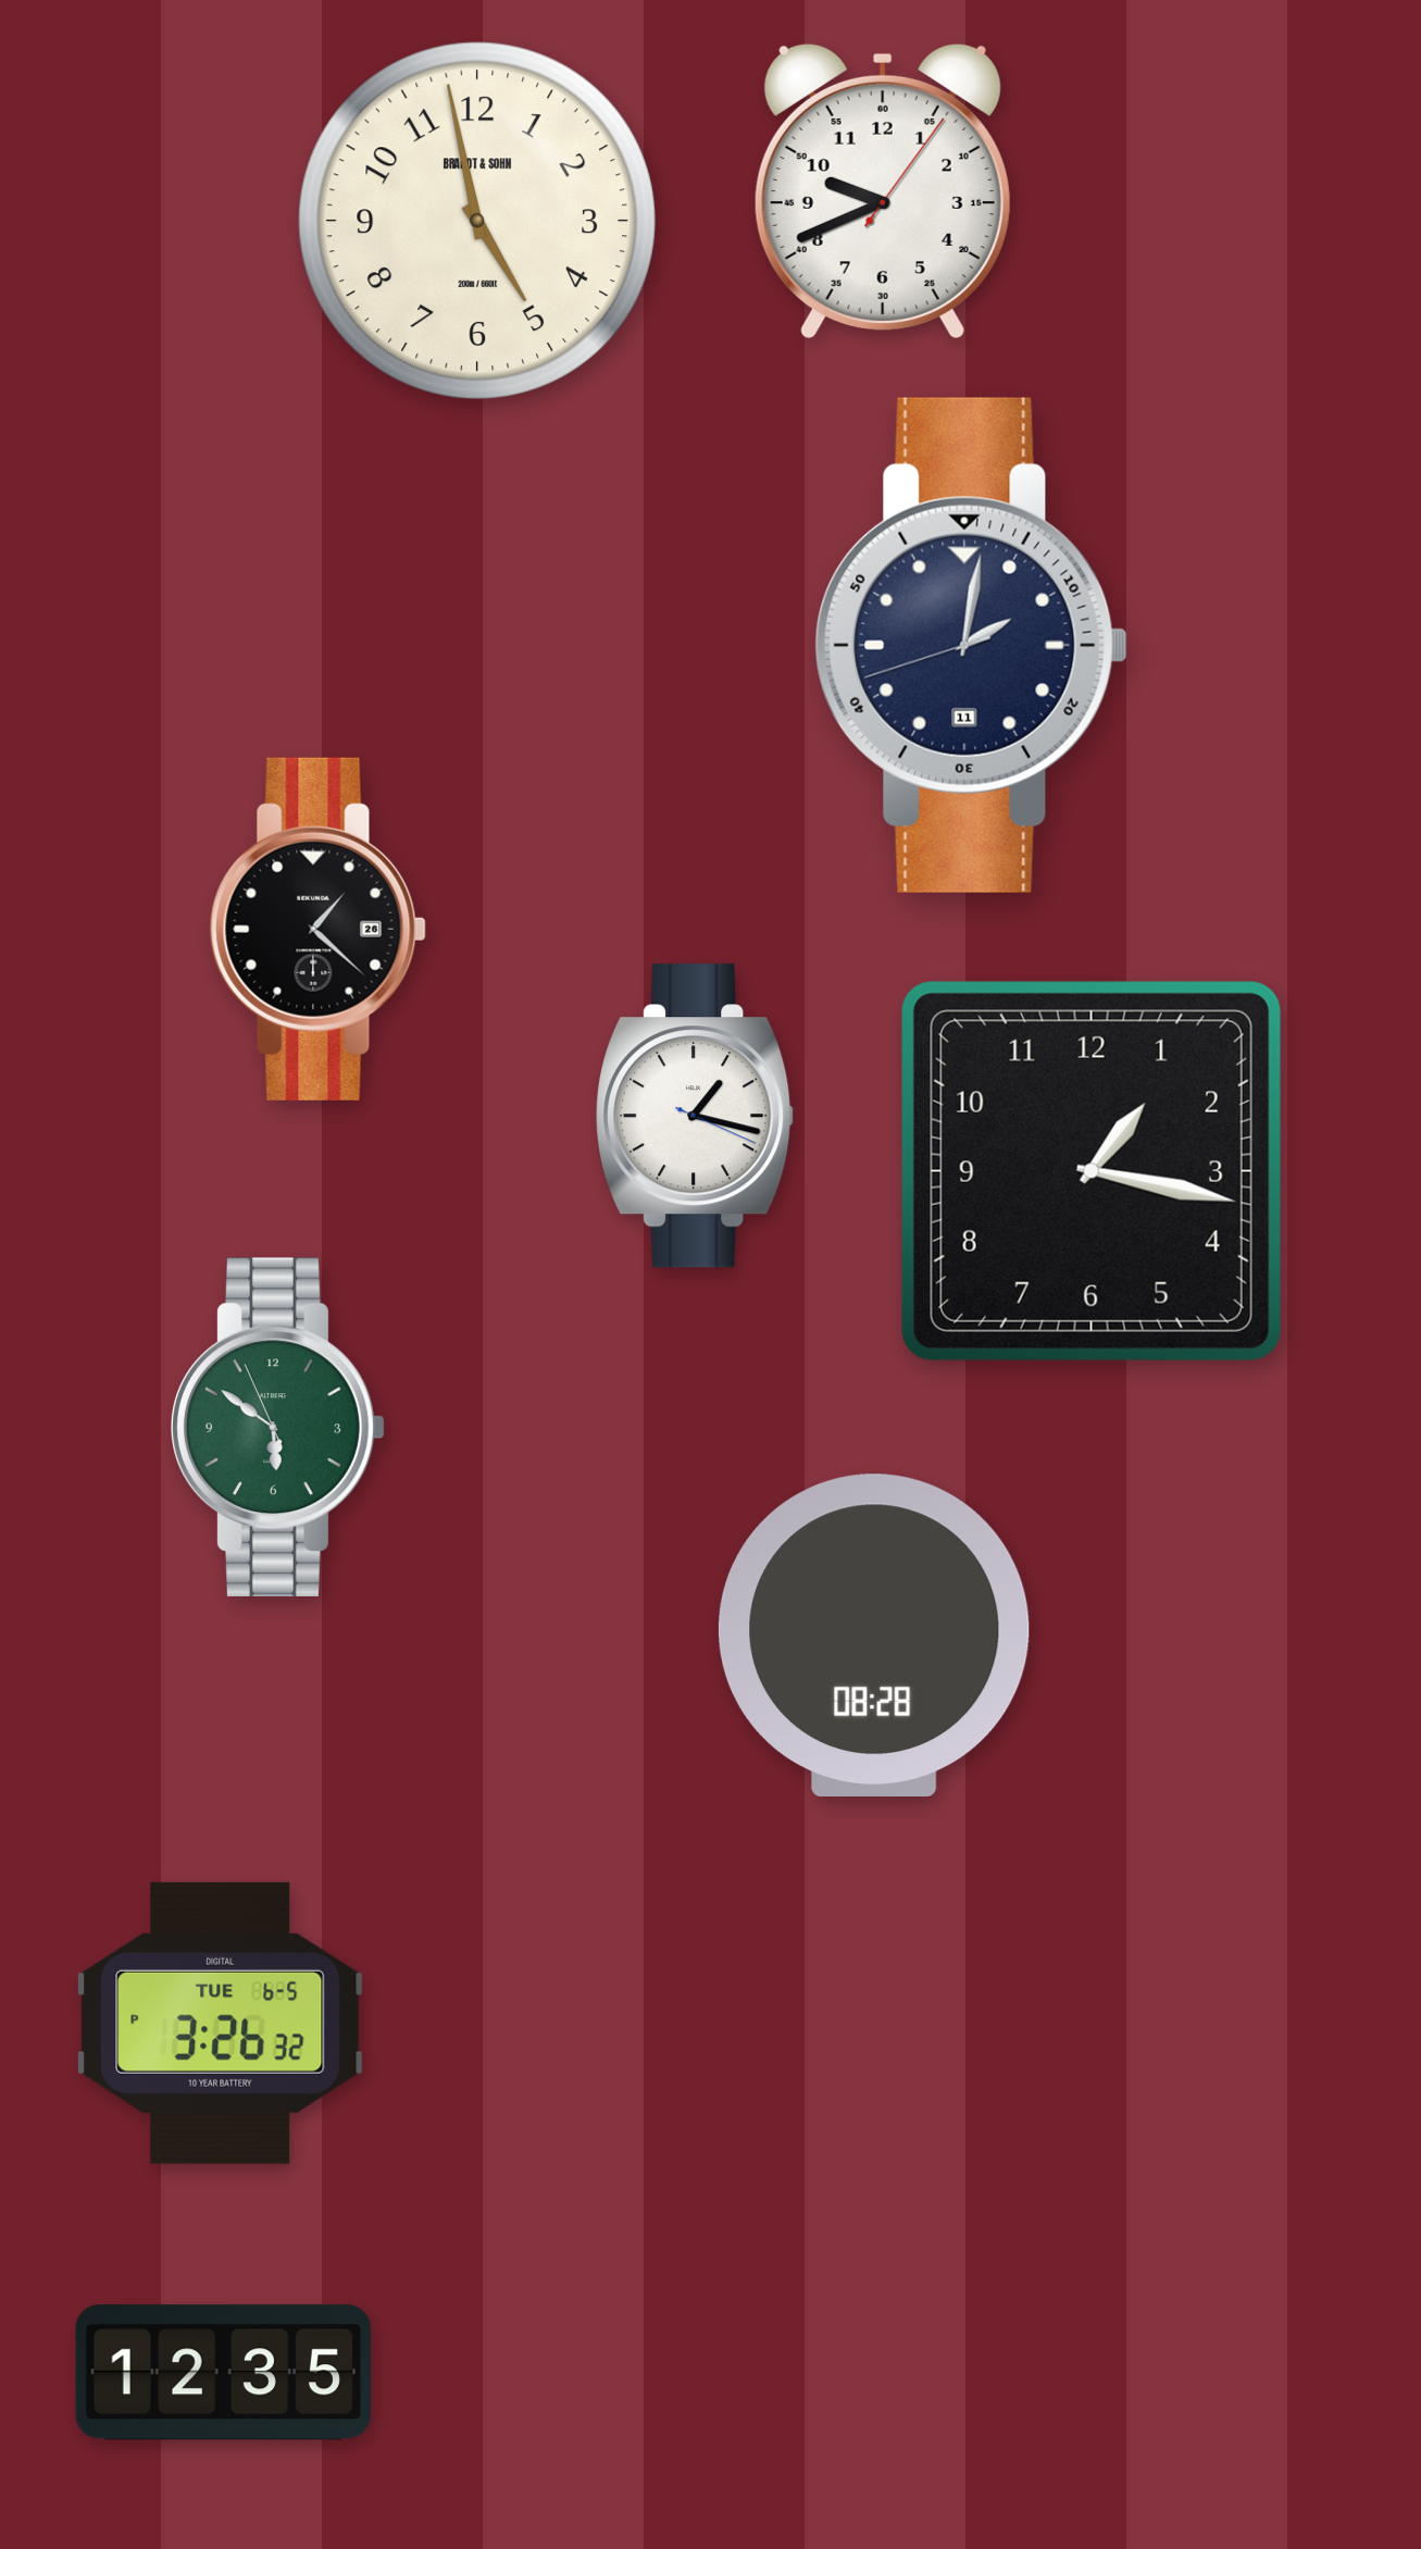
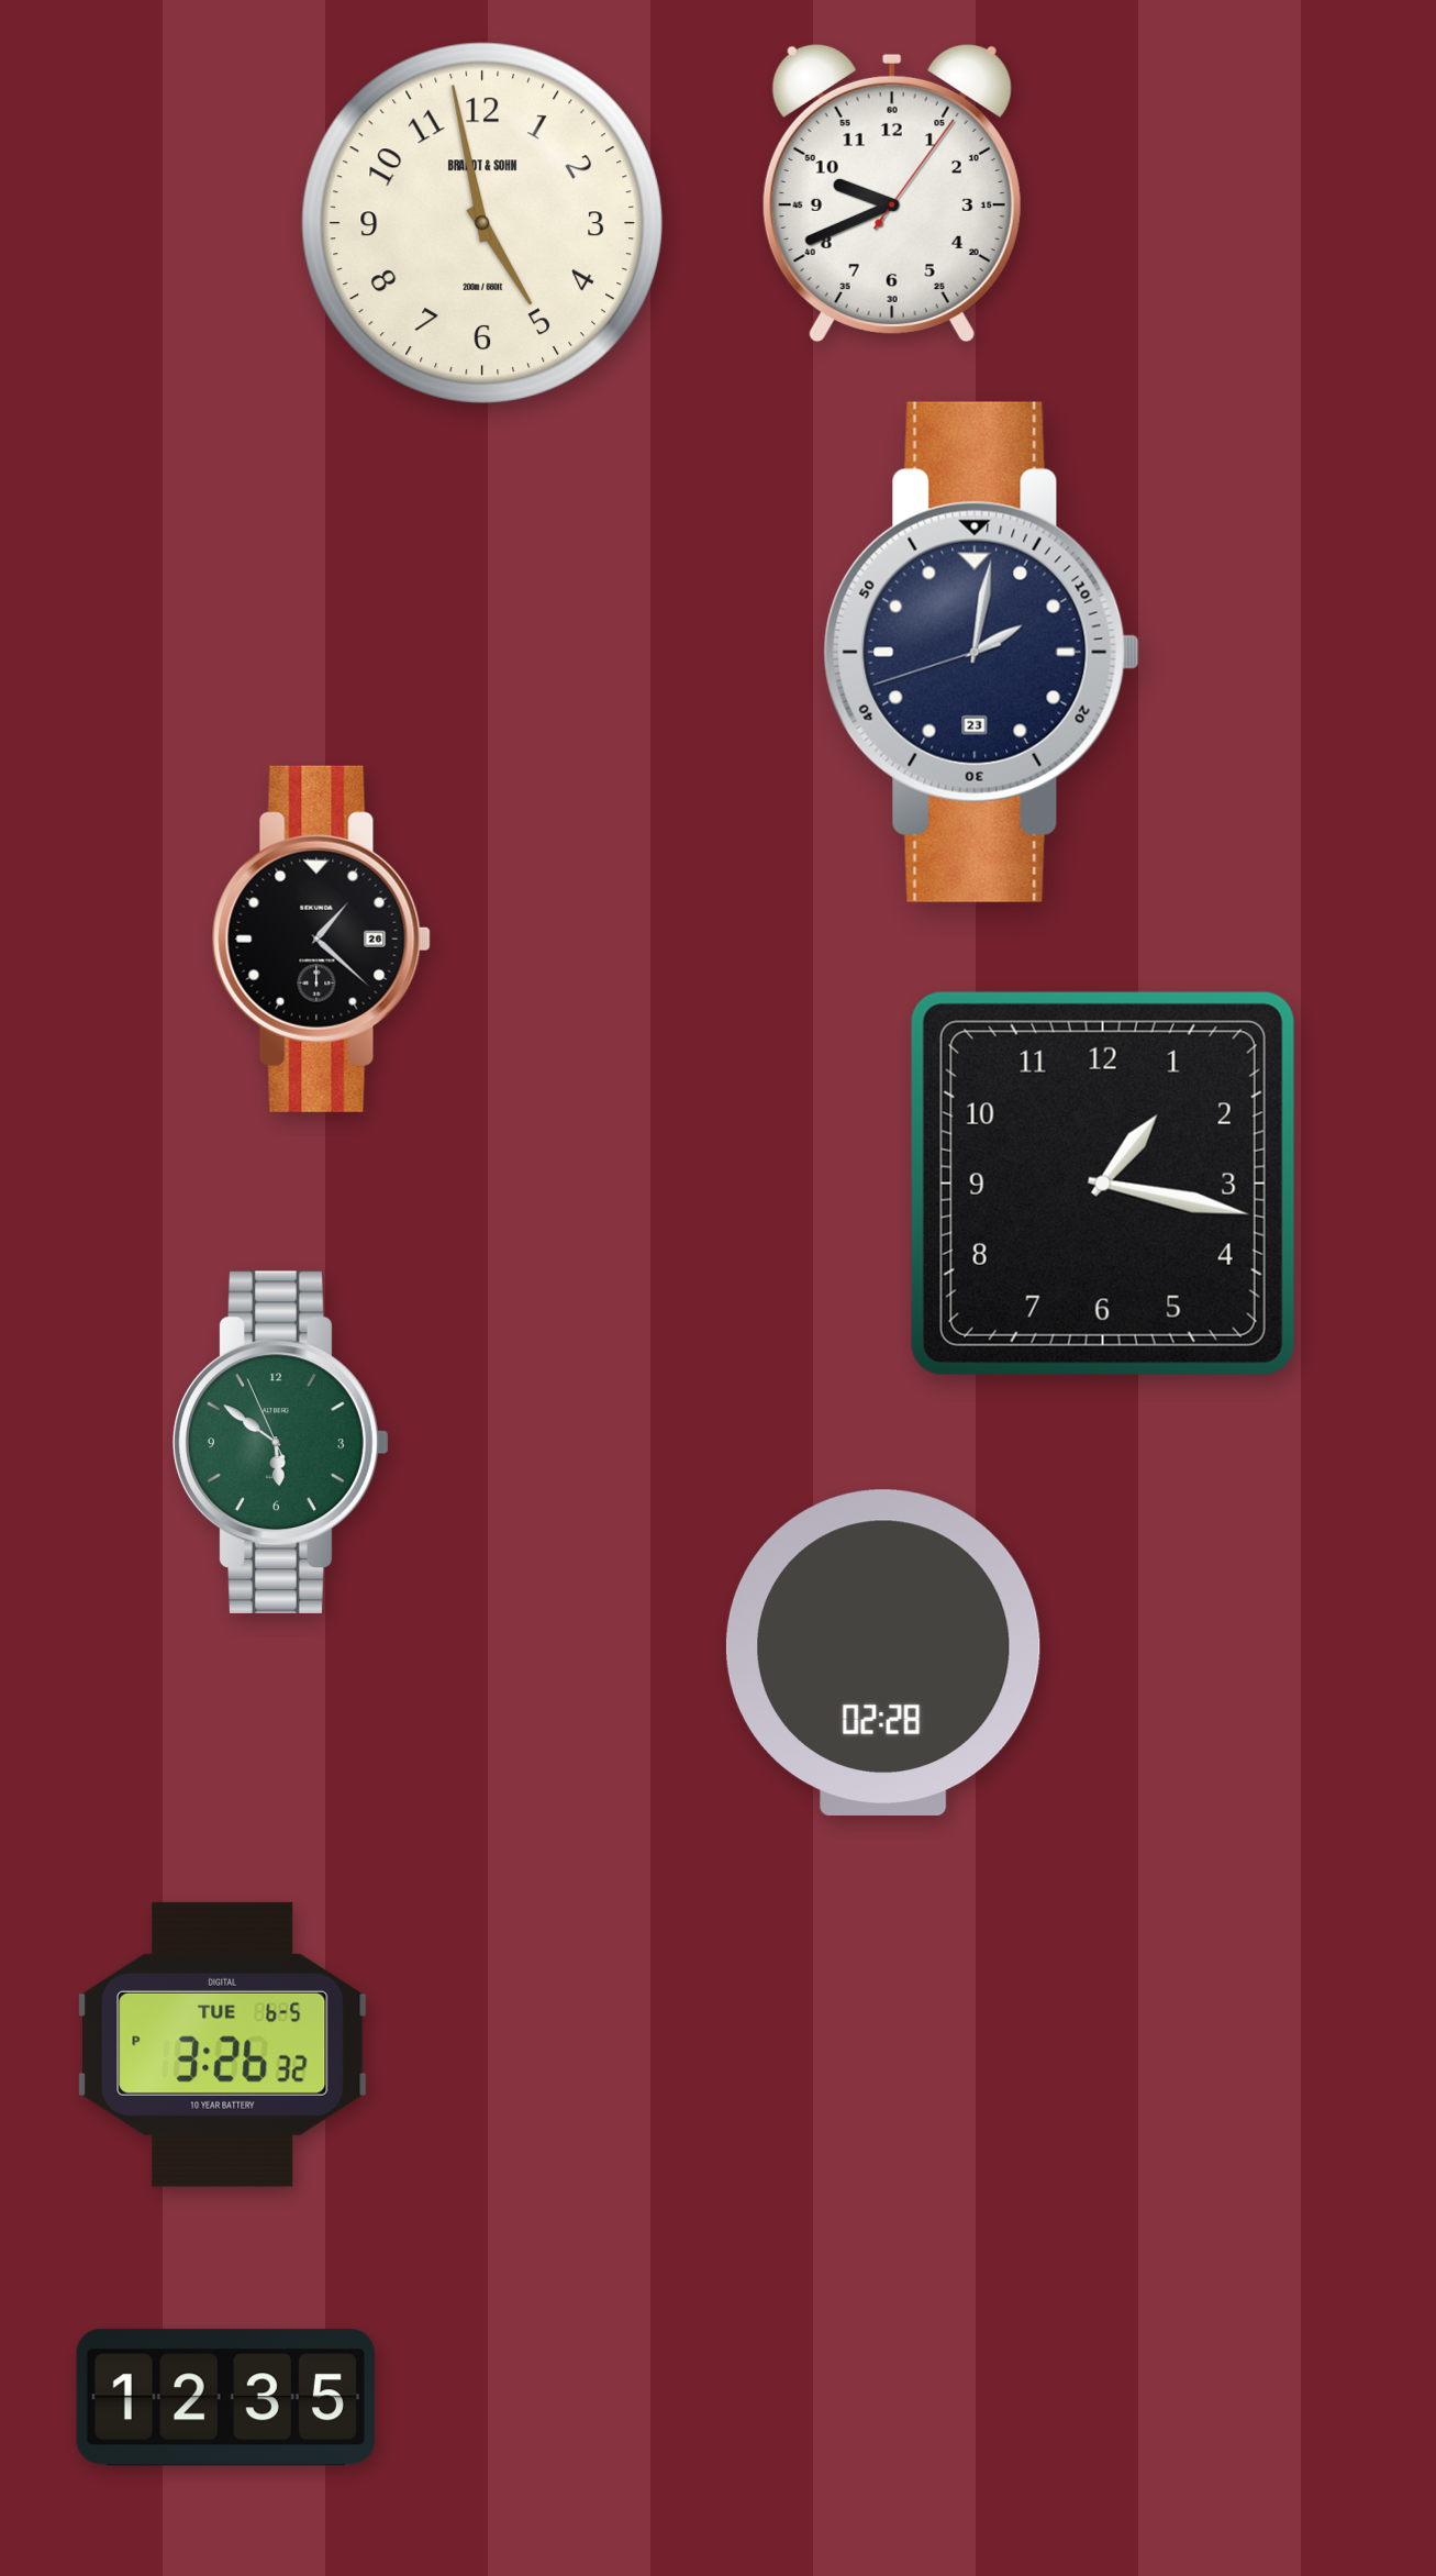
clock at (971, 645) date: 11 -> 23
clock at (696, 1116): 1:17 -> none
clock at (874, 1636): 08:28 -> 02:28
